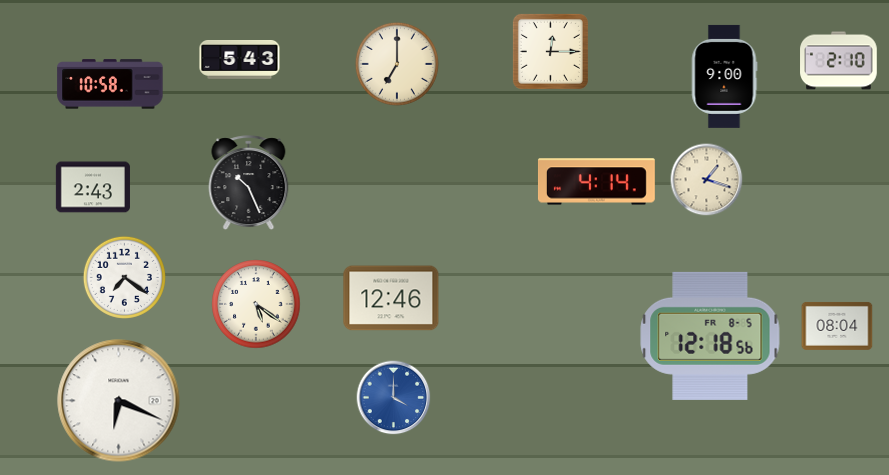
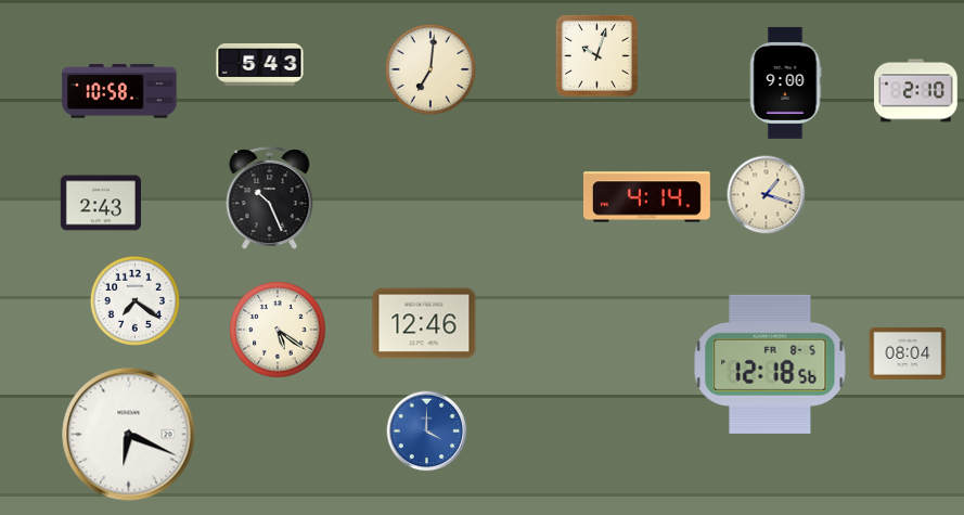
clock at (550, 51): 12:15 -> 10:03
clock at (839, 61) position: (839, 61) -> (916, 91)
clock at (397, 64): 7:00 -> 7:01
